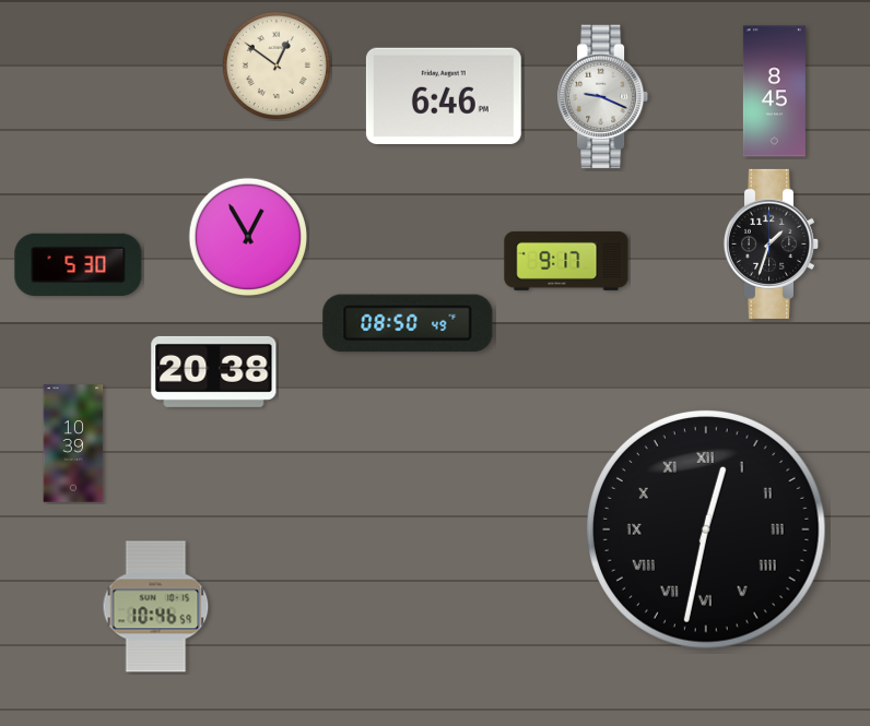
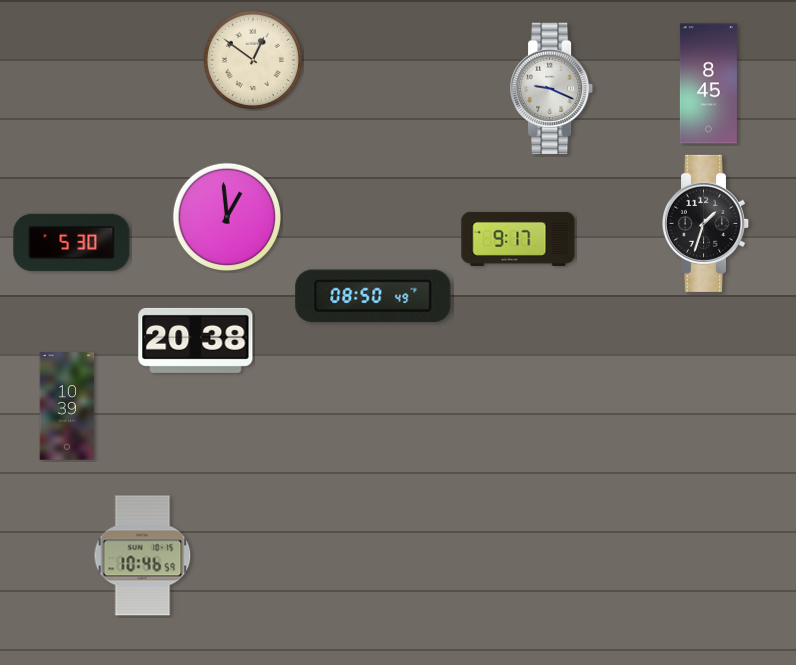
clock at (444, 95): 6:46 -> none
clock at (248, 237): 12:55 -> 12:59
clock at (706, 529): 12:32 -> none
